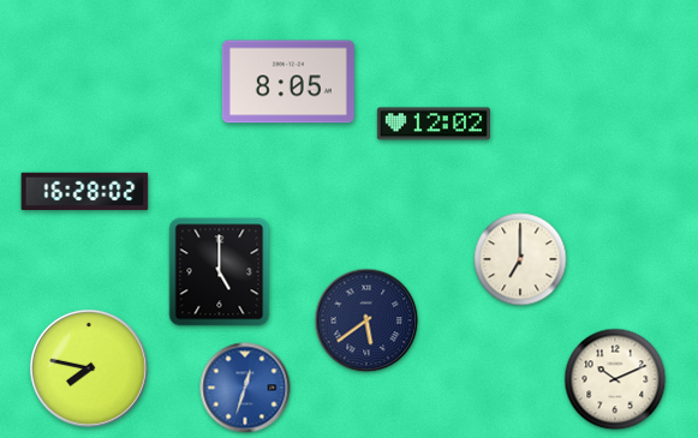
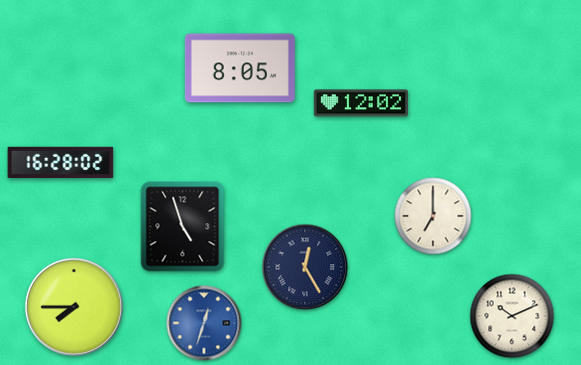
clock at (85, 192) position: (85, 192) -> (61, 163)
clock at (220, 272): 5:00 -> 4:57
clock at (366, 320): 5:39 -> 12:25
clock at (89, 368): 7:47 -> 7:45
